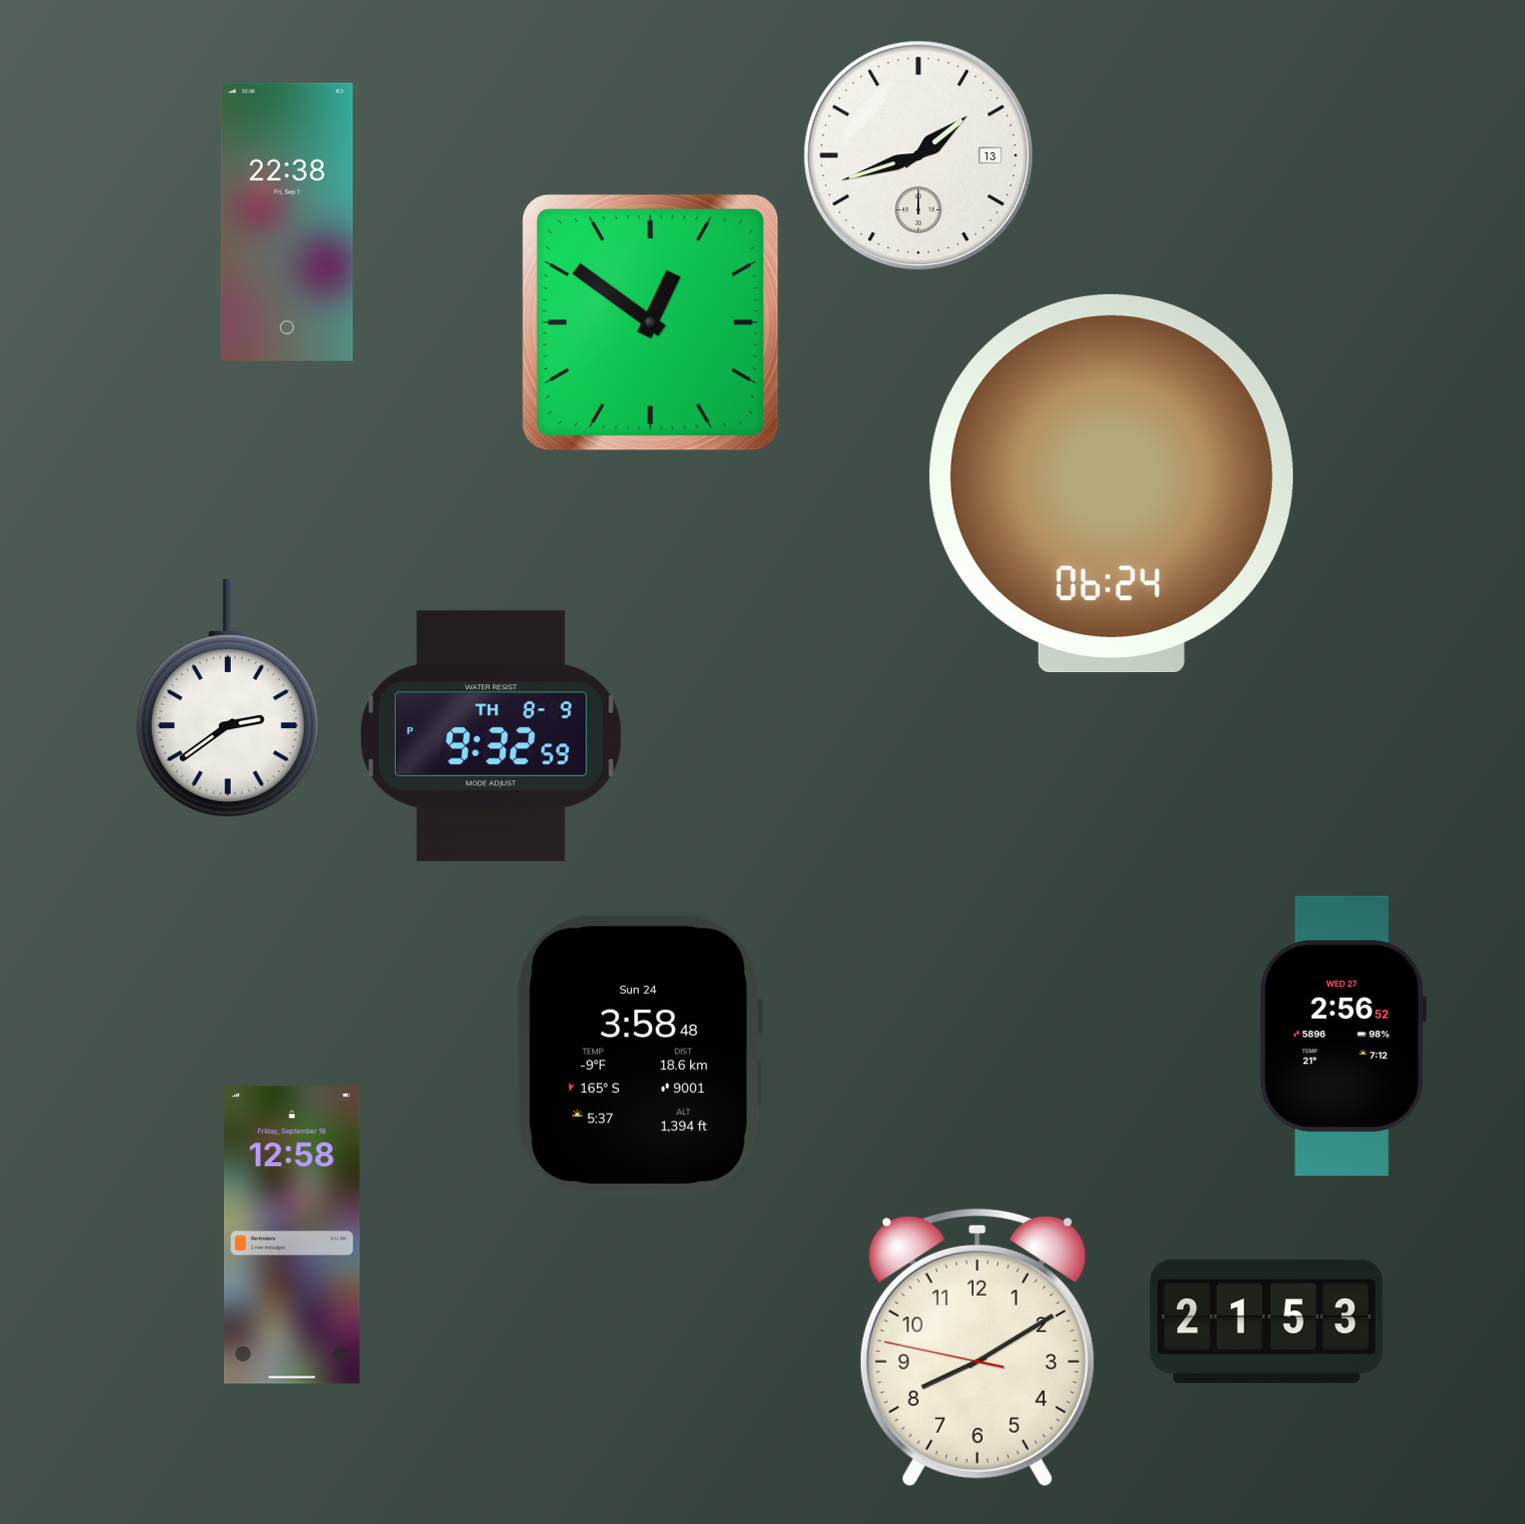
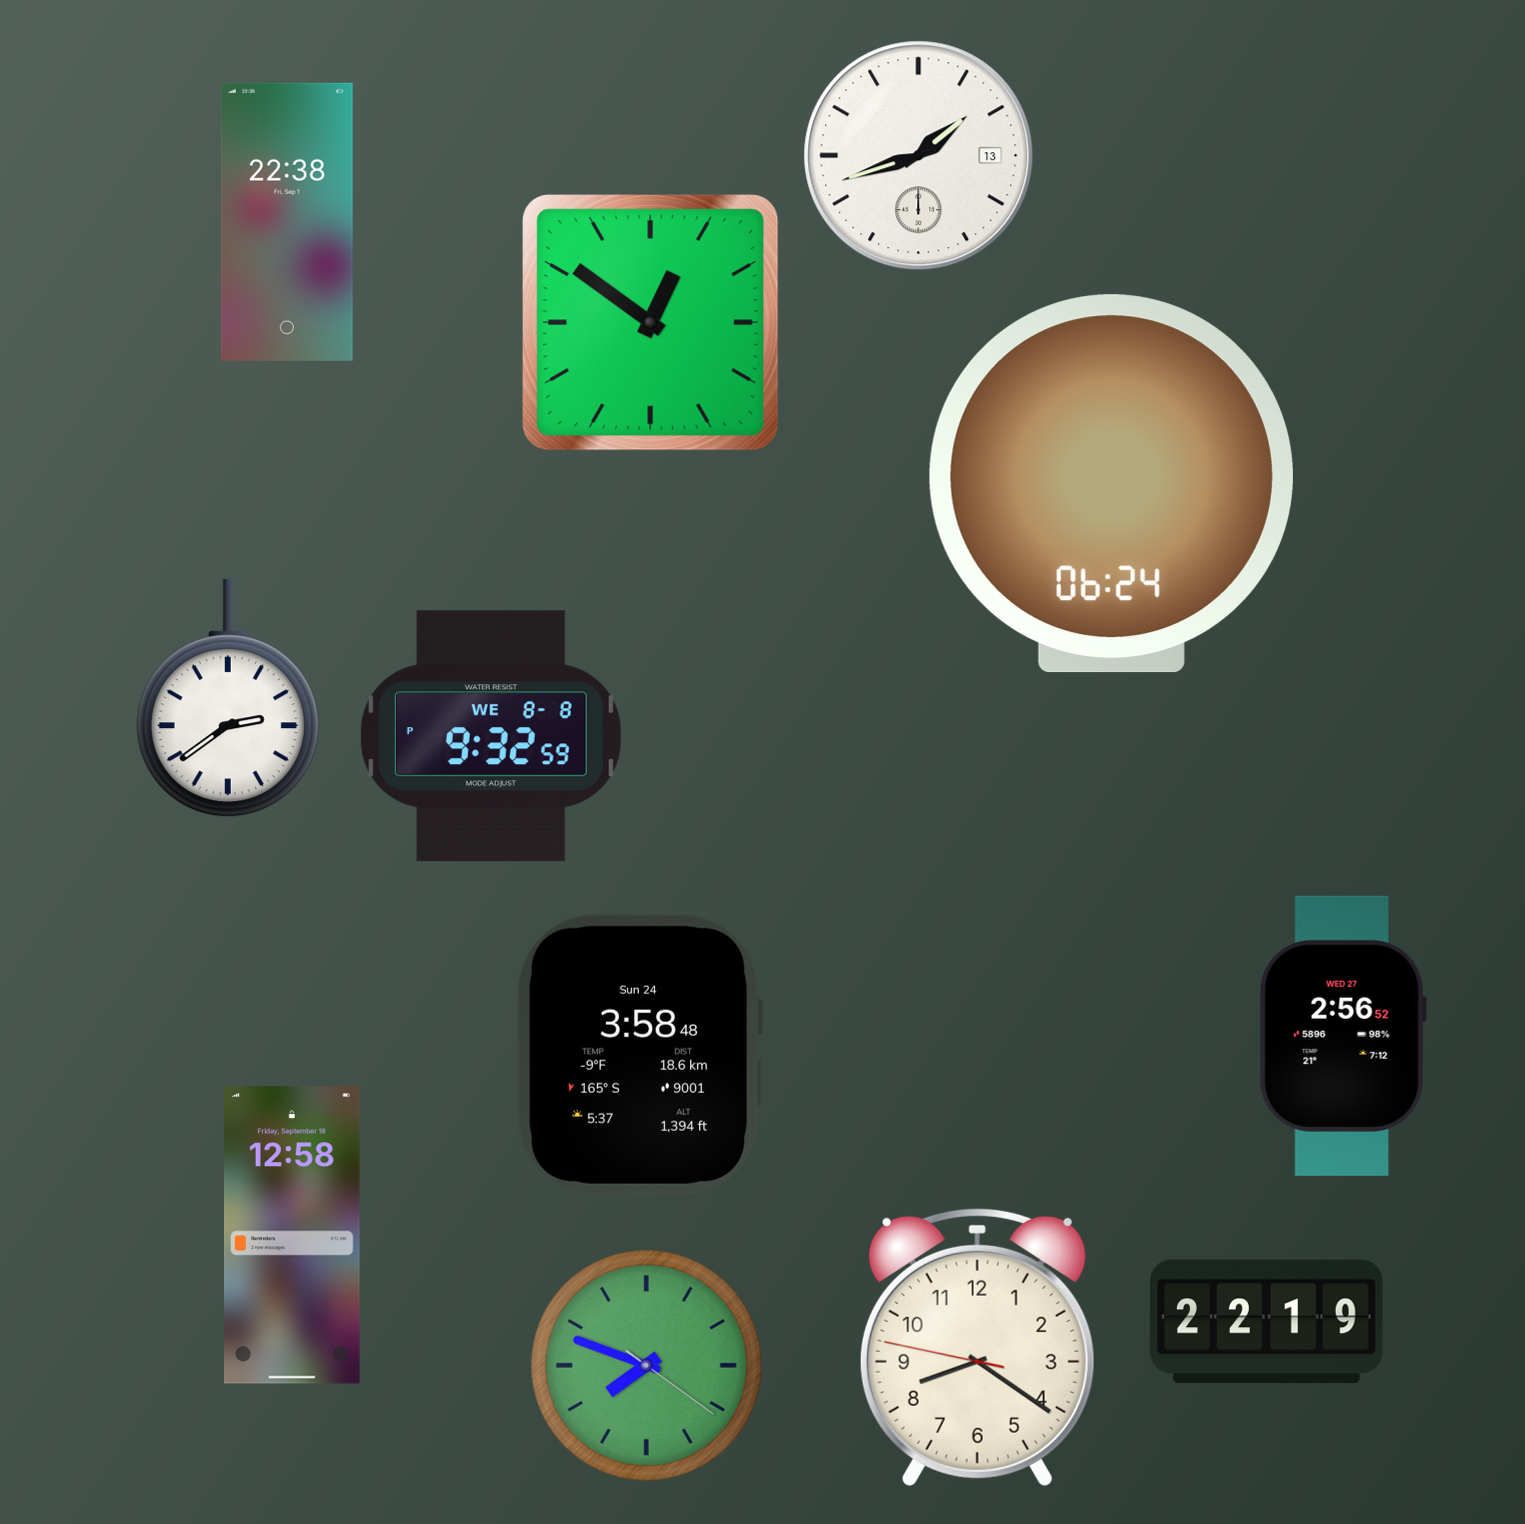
clock at (491, 736) date: TH 8-9 -> WE 8-8
clock at (1267, 1322): 21:53 -> 22:19
clock at (977, 1347): 8:09 -> 8:20
clock at (646, 1365): none -> 7:48
